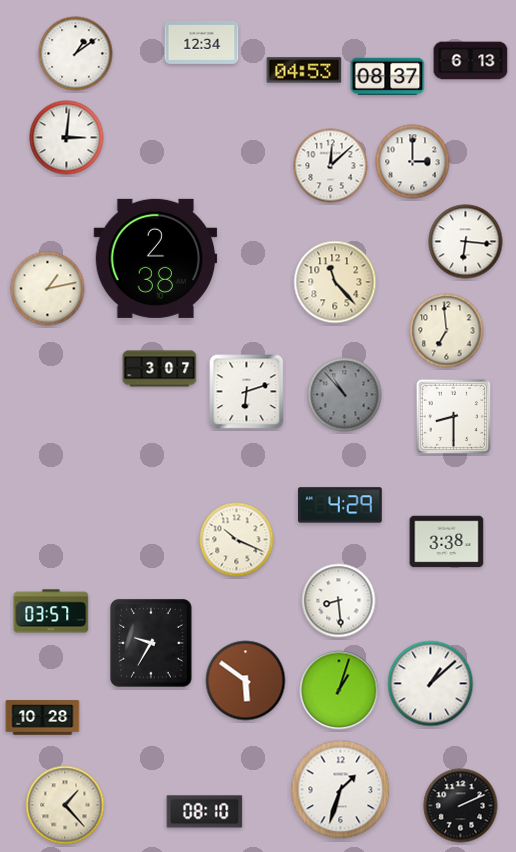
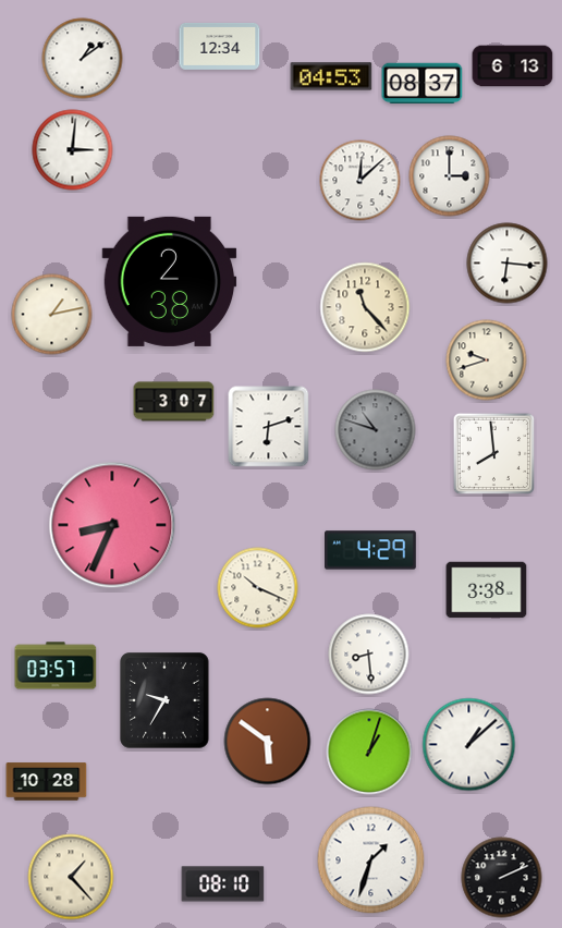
clock at (447, 331): 6:59 -> 9:42
clock at (345, 395): 10:53 -> 10:48
clock at (453, 416): 8:30 -> 7:59
clock at (112, 525): none -> 8:34
